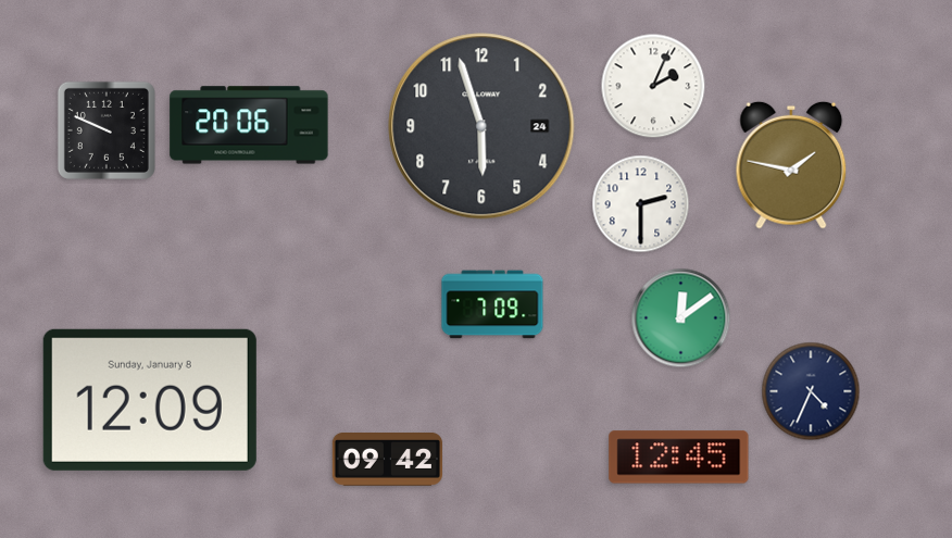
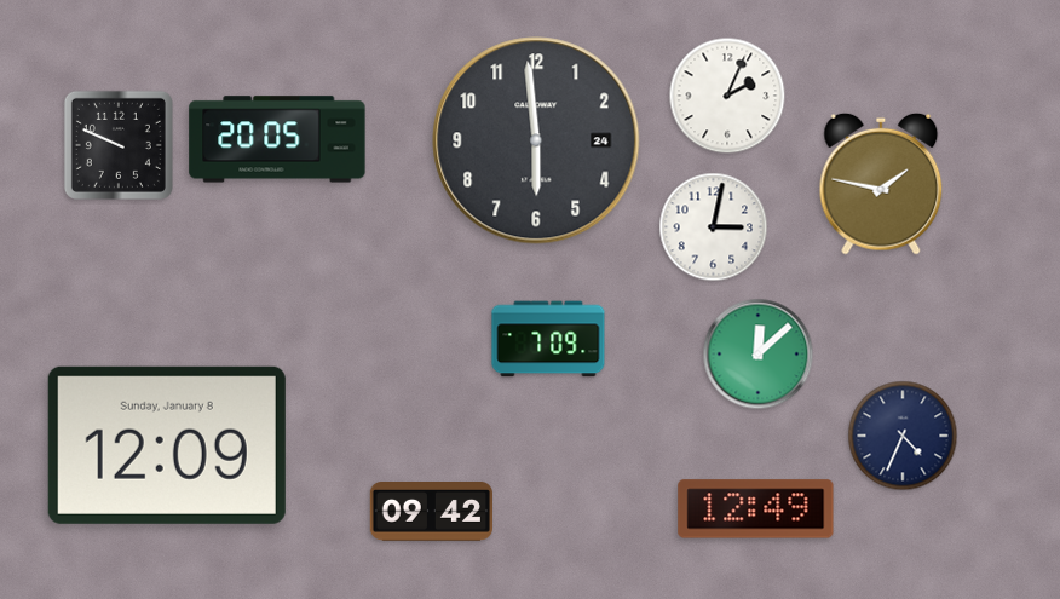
clock at (249, 125): 20:06 -> 20:05
clock at (481, 126): 5:57 -> 5:59
clock at (641, 204): 2:30 -> 3:02
clock at (681, 318): 12:09 -> 12:08
clock at (679, 458): 12:45 -> 12:49
